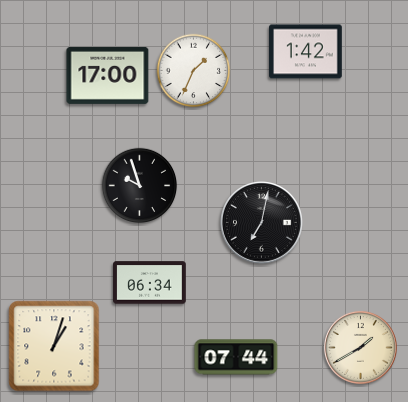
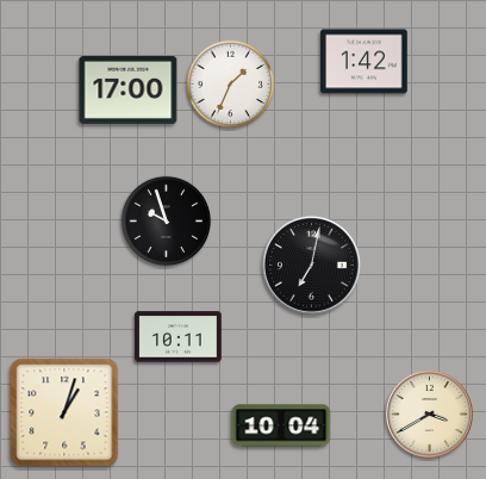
clock at (150, 283): 06:34 -> 10:11
clock at (360, 347): 1:40 -> 3:40
clock at (236, 357): 07:44 -> 10:04
